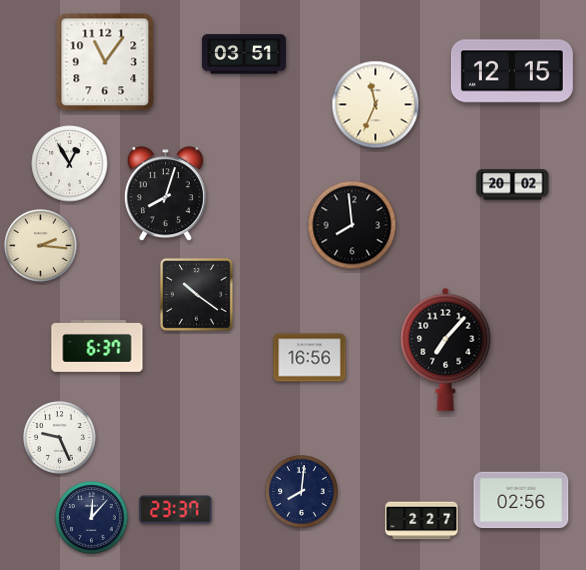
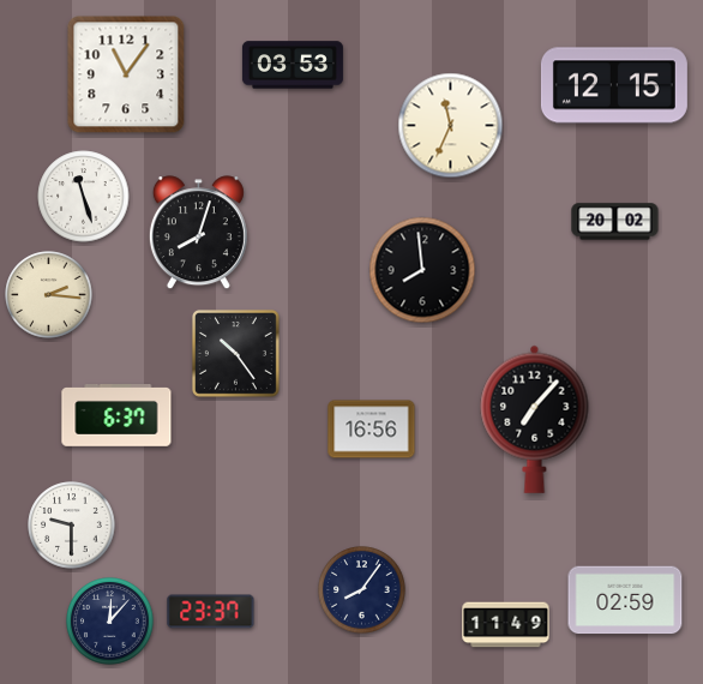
clock at (244, 54): 03:51 -> 03:53
clock at (70, 164): 12:55 -> 11:27
clock at (196, 294): 10:21 -> 10:24
clock at (60, 438): 9:26 -> 9:30
clock at (302, 492): 8:01 -> 8:06
clock at (521, 500): 02:56 -> 02:59
clock at (422, 521): 2:27 -> 11:49
